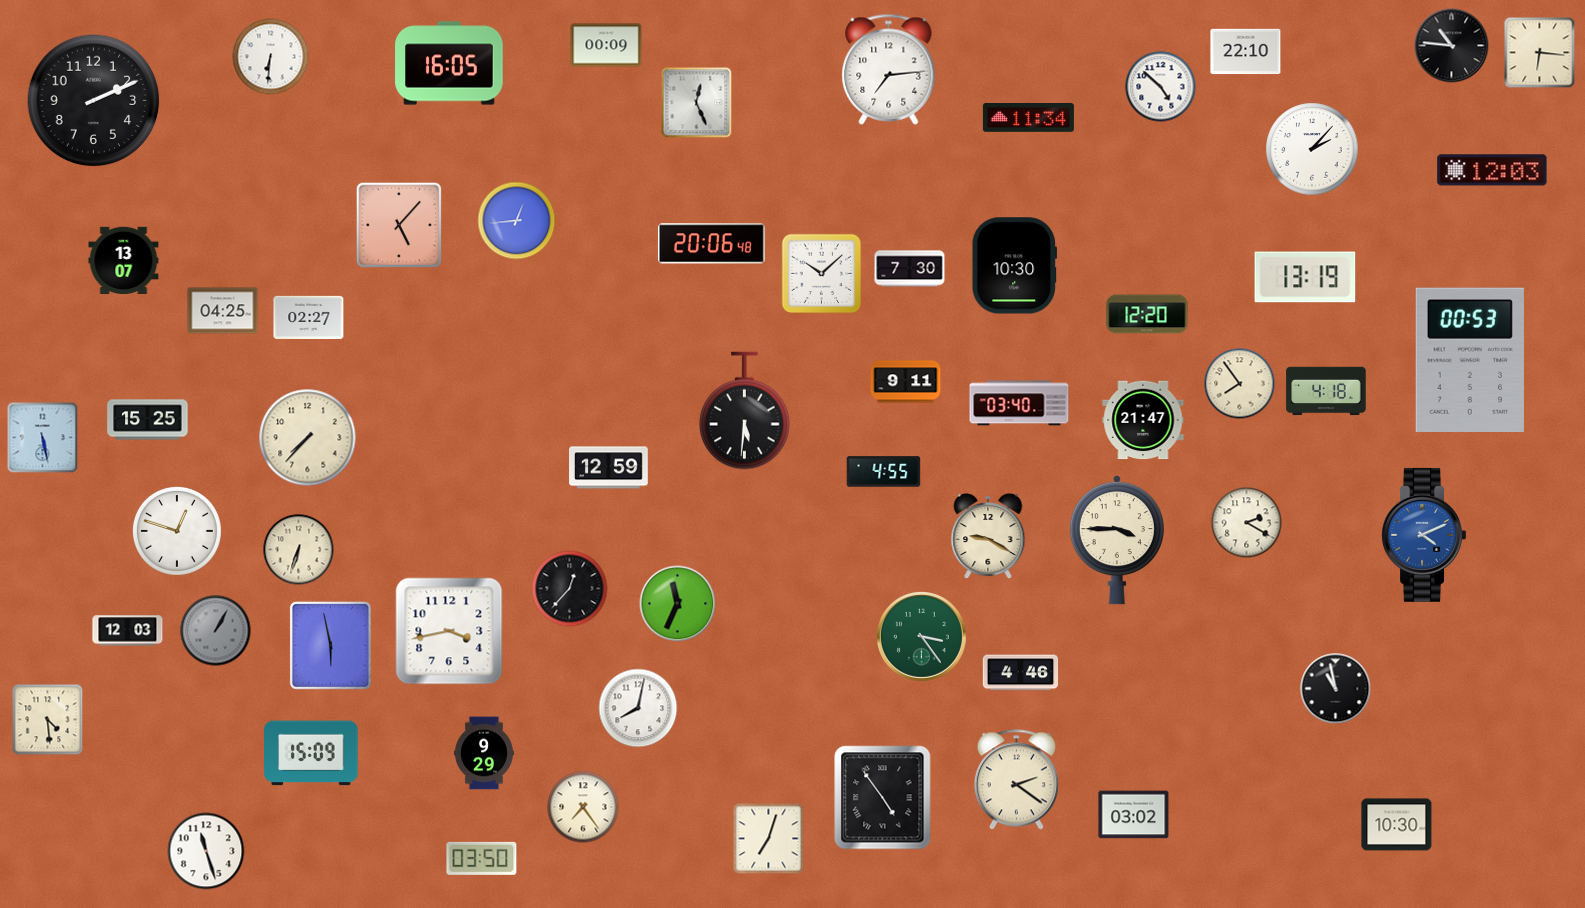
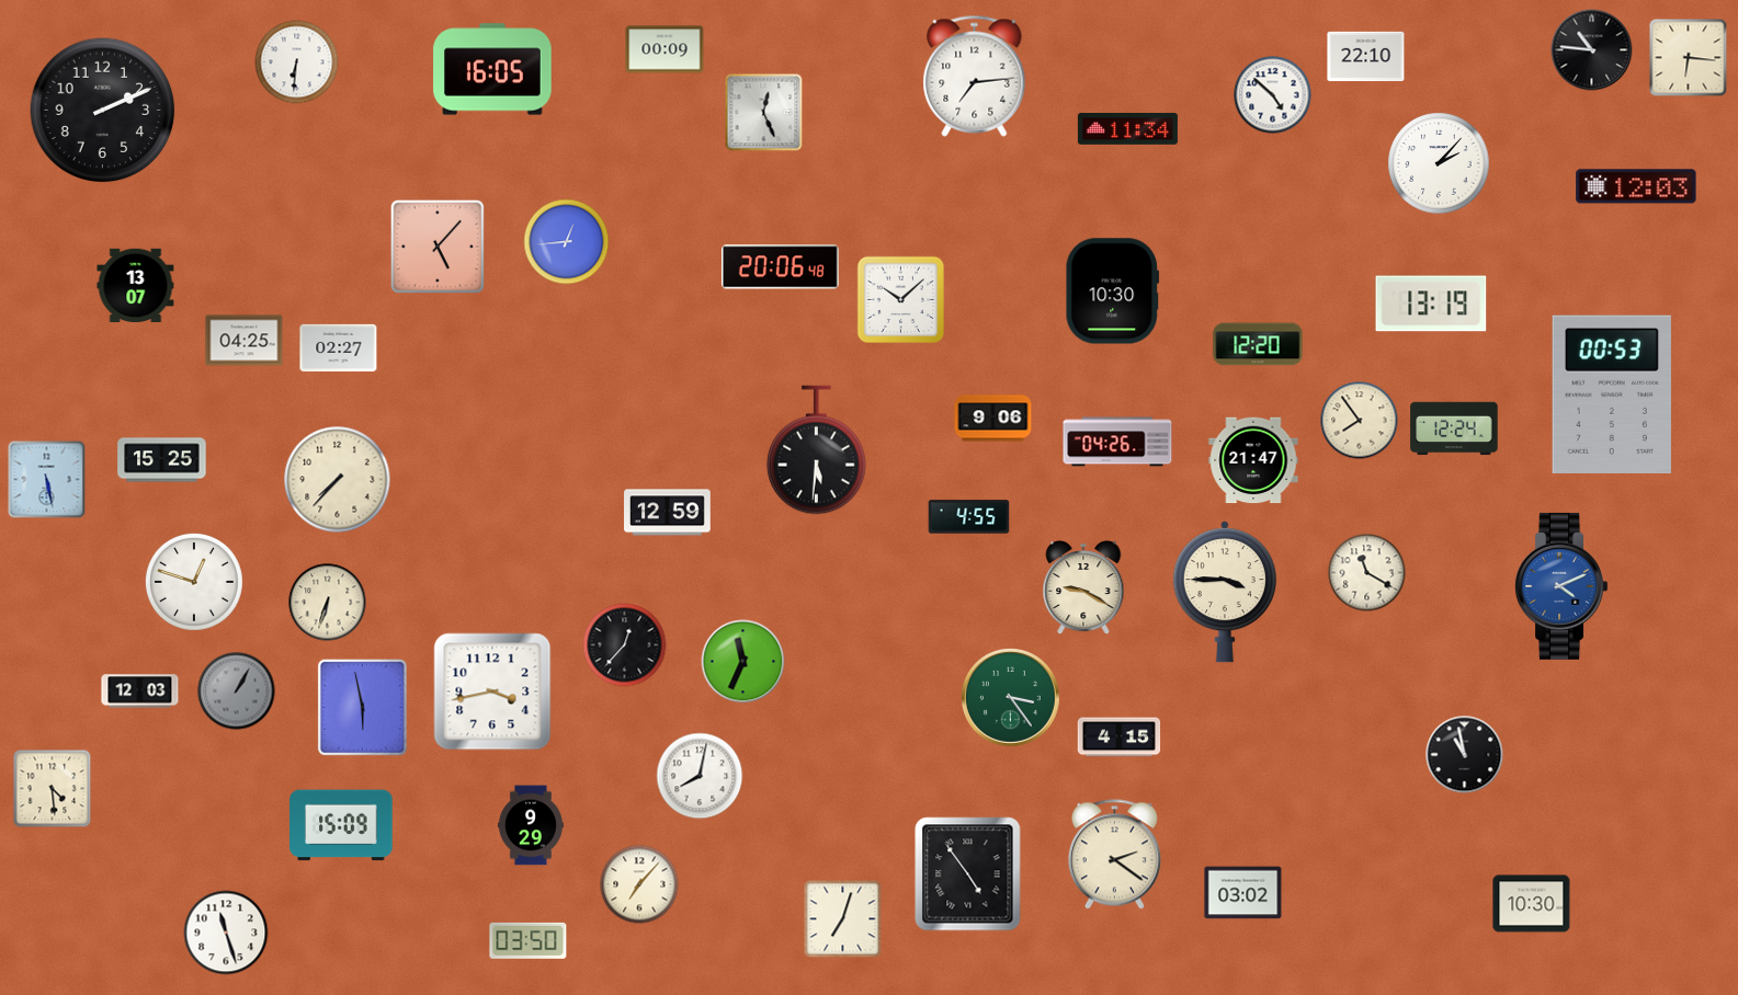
clock at (910, 269): 7:30 -> none
clock at (906, 382): 9:11 -> 9:06
clock at (1326, 391): 4:18 -> 12:24
clock at (1019, 403): 03:40 -> 04:26
clock at (1247, 523): 2:20 -> 11:20
clock at (1021, 673): 4:46 -> 4:15
clock at (583, 807): 7:24 -> 7:07
